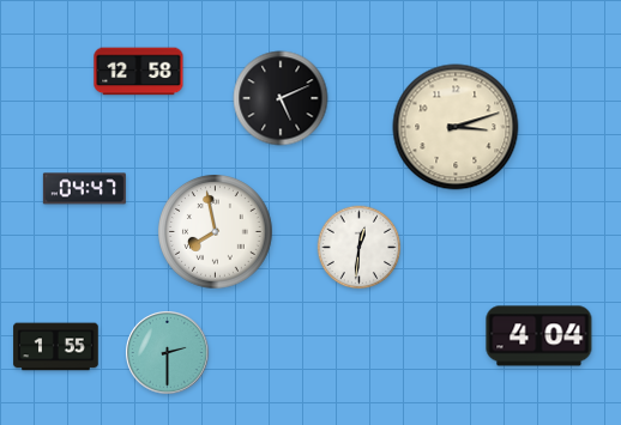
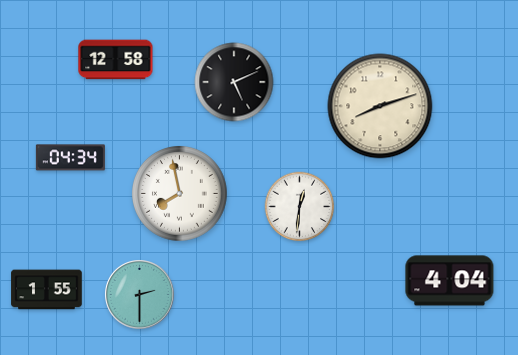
clock at (456, 127): 3:12 -> 8:12
clock at (84, 189): 04:47 -> 04:34
